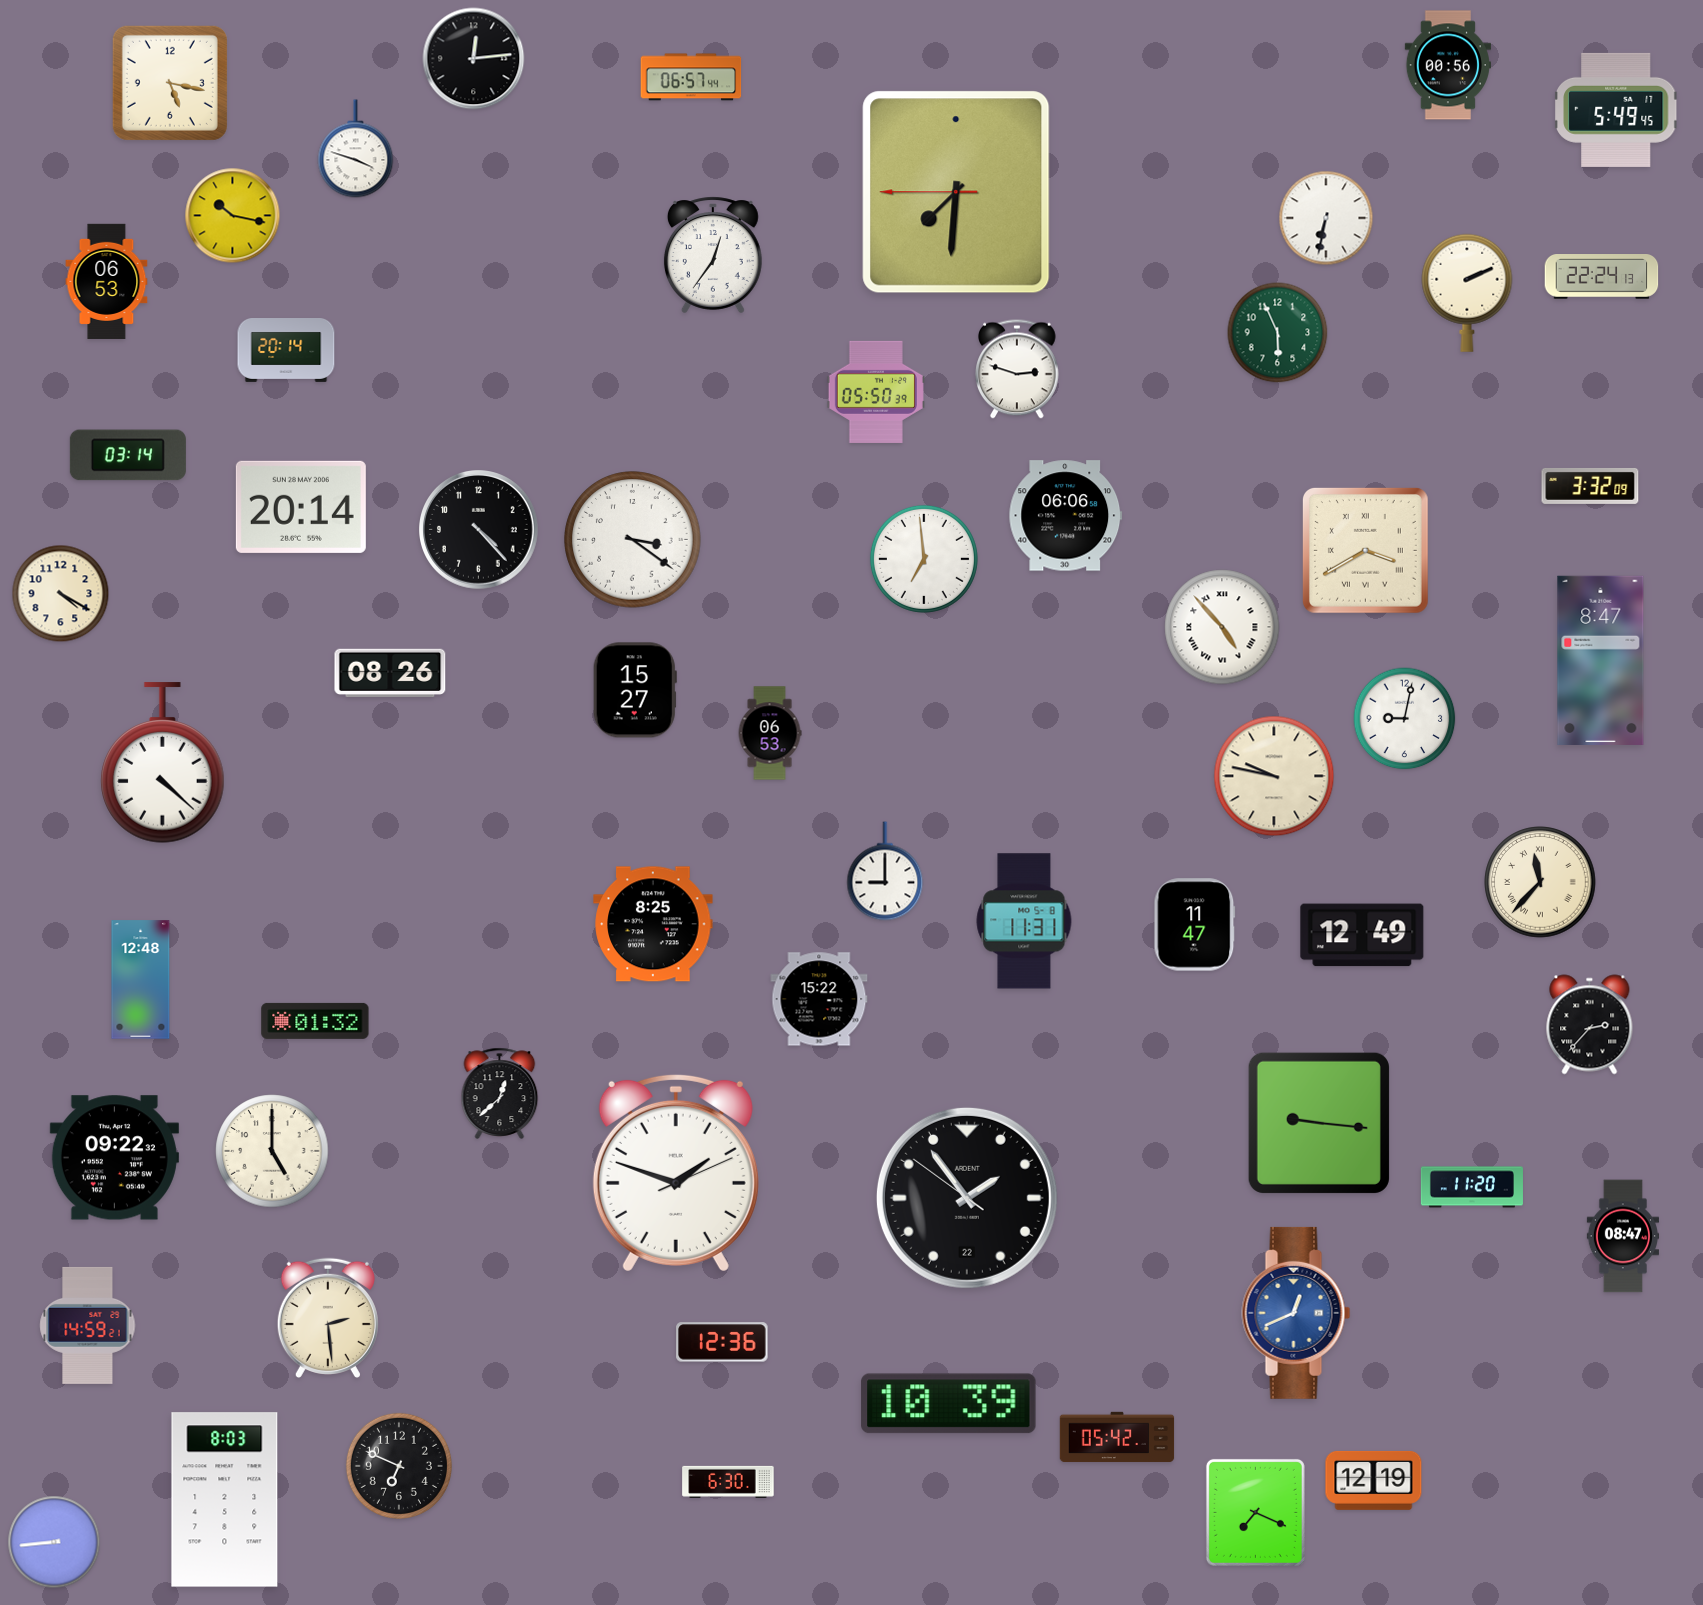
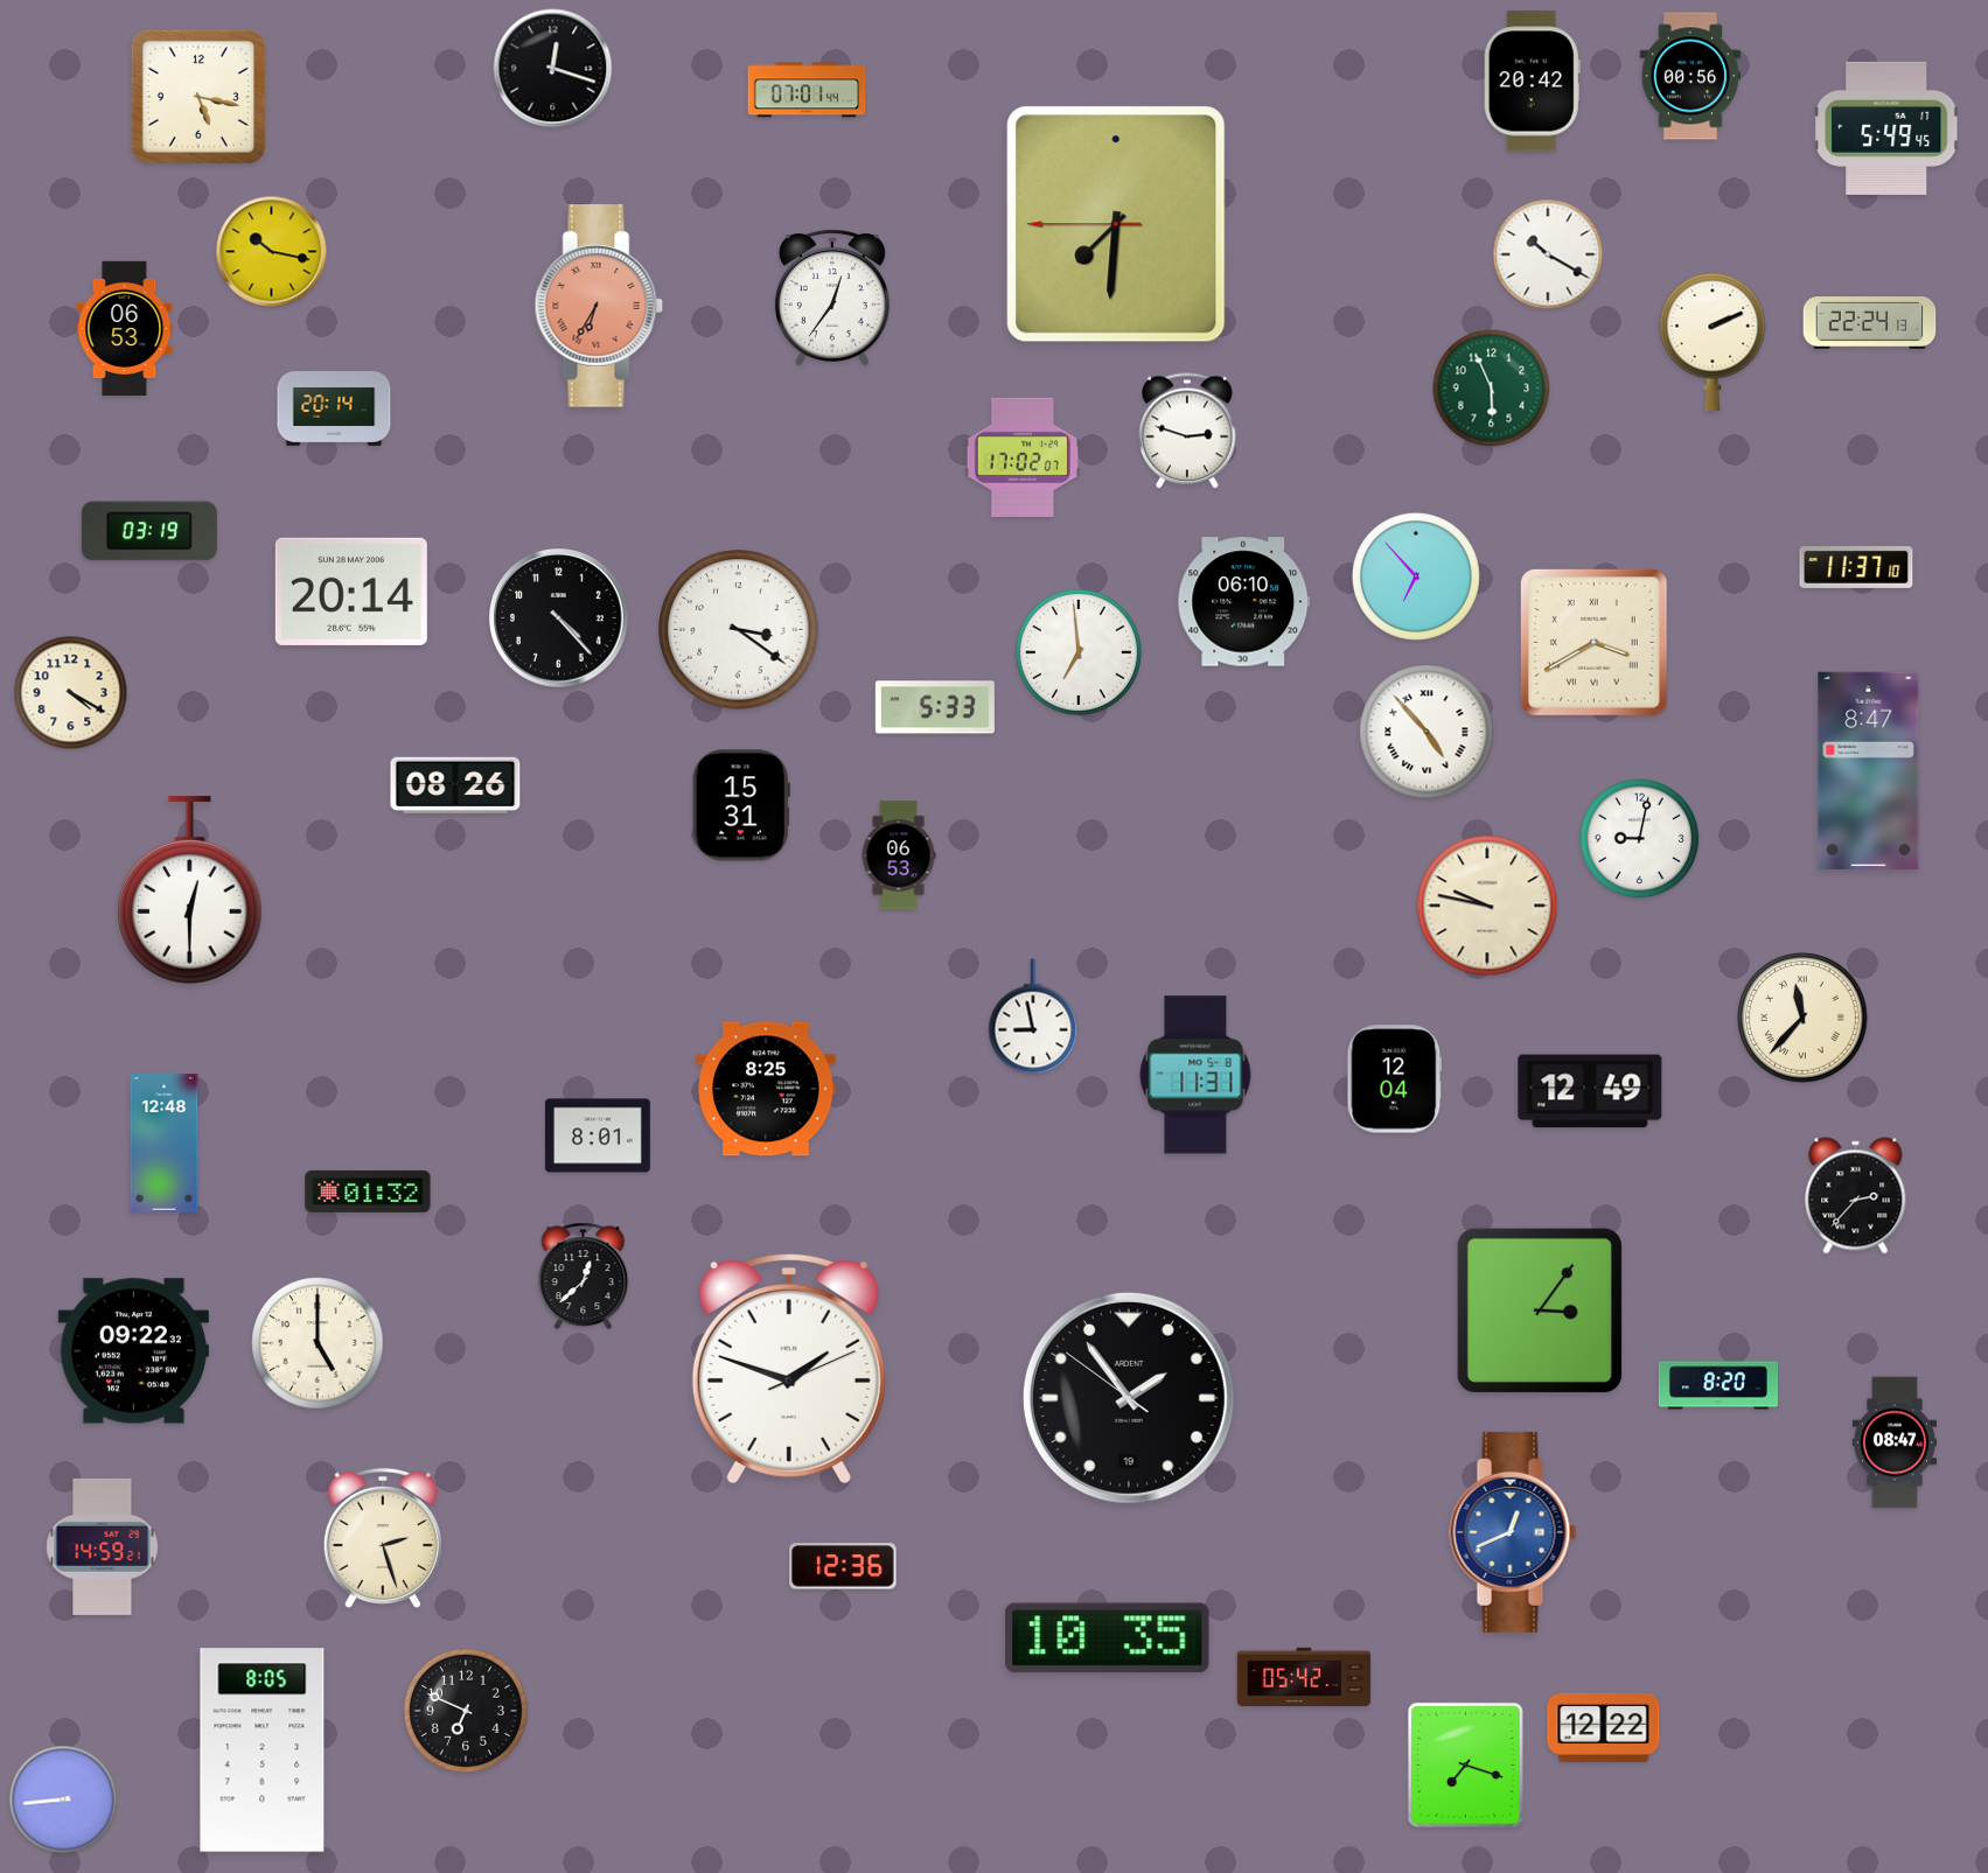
clock at (474, 59): 12:14 -> 12:18
clock at (1532, 82): none -> 20:42
clock at (691, 77): 06:57 -> 07:01
clock at (356, 149): 3:48 -> none
clock at (1326, 218): 6:32 -> 10:20
clock at (599, 306): none -> 6:35
clock at (876, 392): 05:50 -> 17:02
clock at (128, 455): 03:14 -> 03:19
clock at (1590, 486): 3:32 -> 11:37
clock at (1416, 576): none -> 6:53
clock at (1066, 516): 06:06 -> 06:10
clock at (935, 707): none -> 5:33
clock at (635, 690): 15:27 -> 15:31
clock at (163, 763): 4:22 -> 12:30
clock at (885, 871): 9:00 -> 8:58
clock at (1540, 882) position: (1540, 882) -> (1802, 1018)
clock at (653, 924) position: (653, 924) -> (766, 1089)
clock at (1195, 925): 11:47 -> 12:04
clock at (598, 1135): none -> 8:01
clock at (819, 999): 15:22 -> none
clock at (1319, 1123): 9:16 -> 3:06
clock at (1472, 1187): 11:20 -> 8:20
clock at (967, 1198) date: 22 -> 19
clock at (328, 1318): 2:29 -> 2:27
clock at (949, 1404): 10:39 -> 10:35
clock at (1374, 1480): 12:19 -> 12:22
clock at (728, 1482): 6:30 -> none
clock at (225, 1500): 8:03 -> 8:05
clock at (1255, 1512): 7:19 -> 7:18
